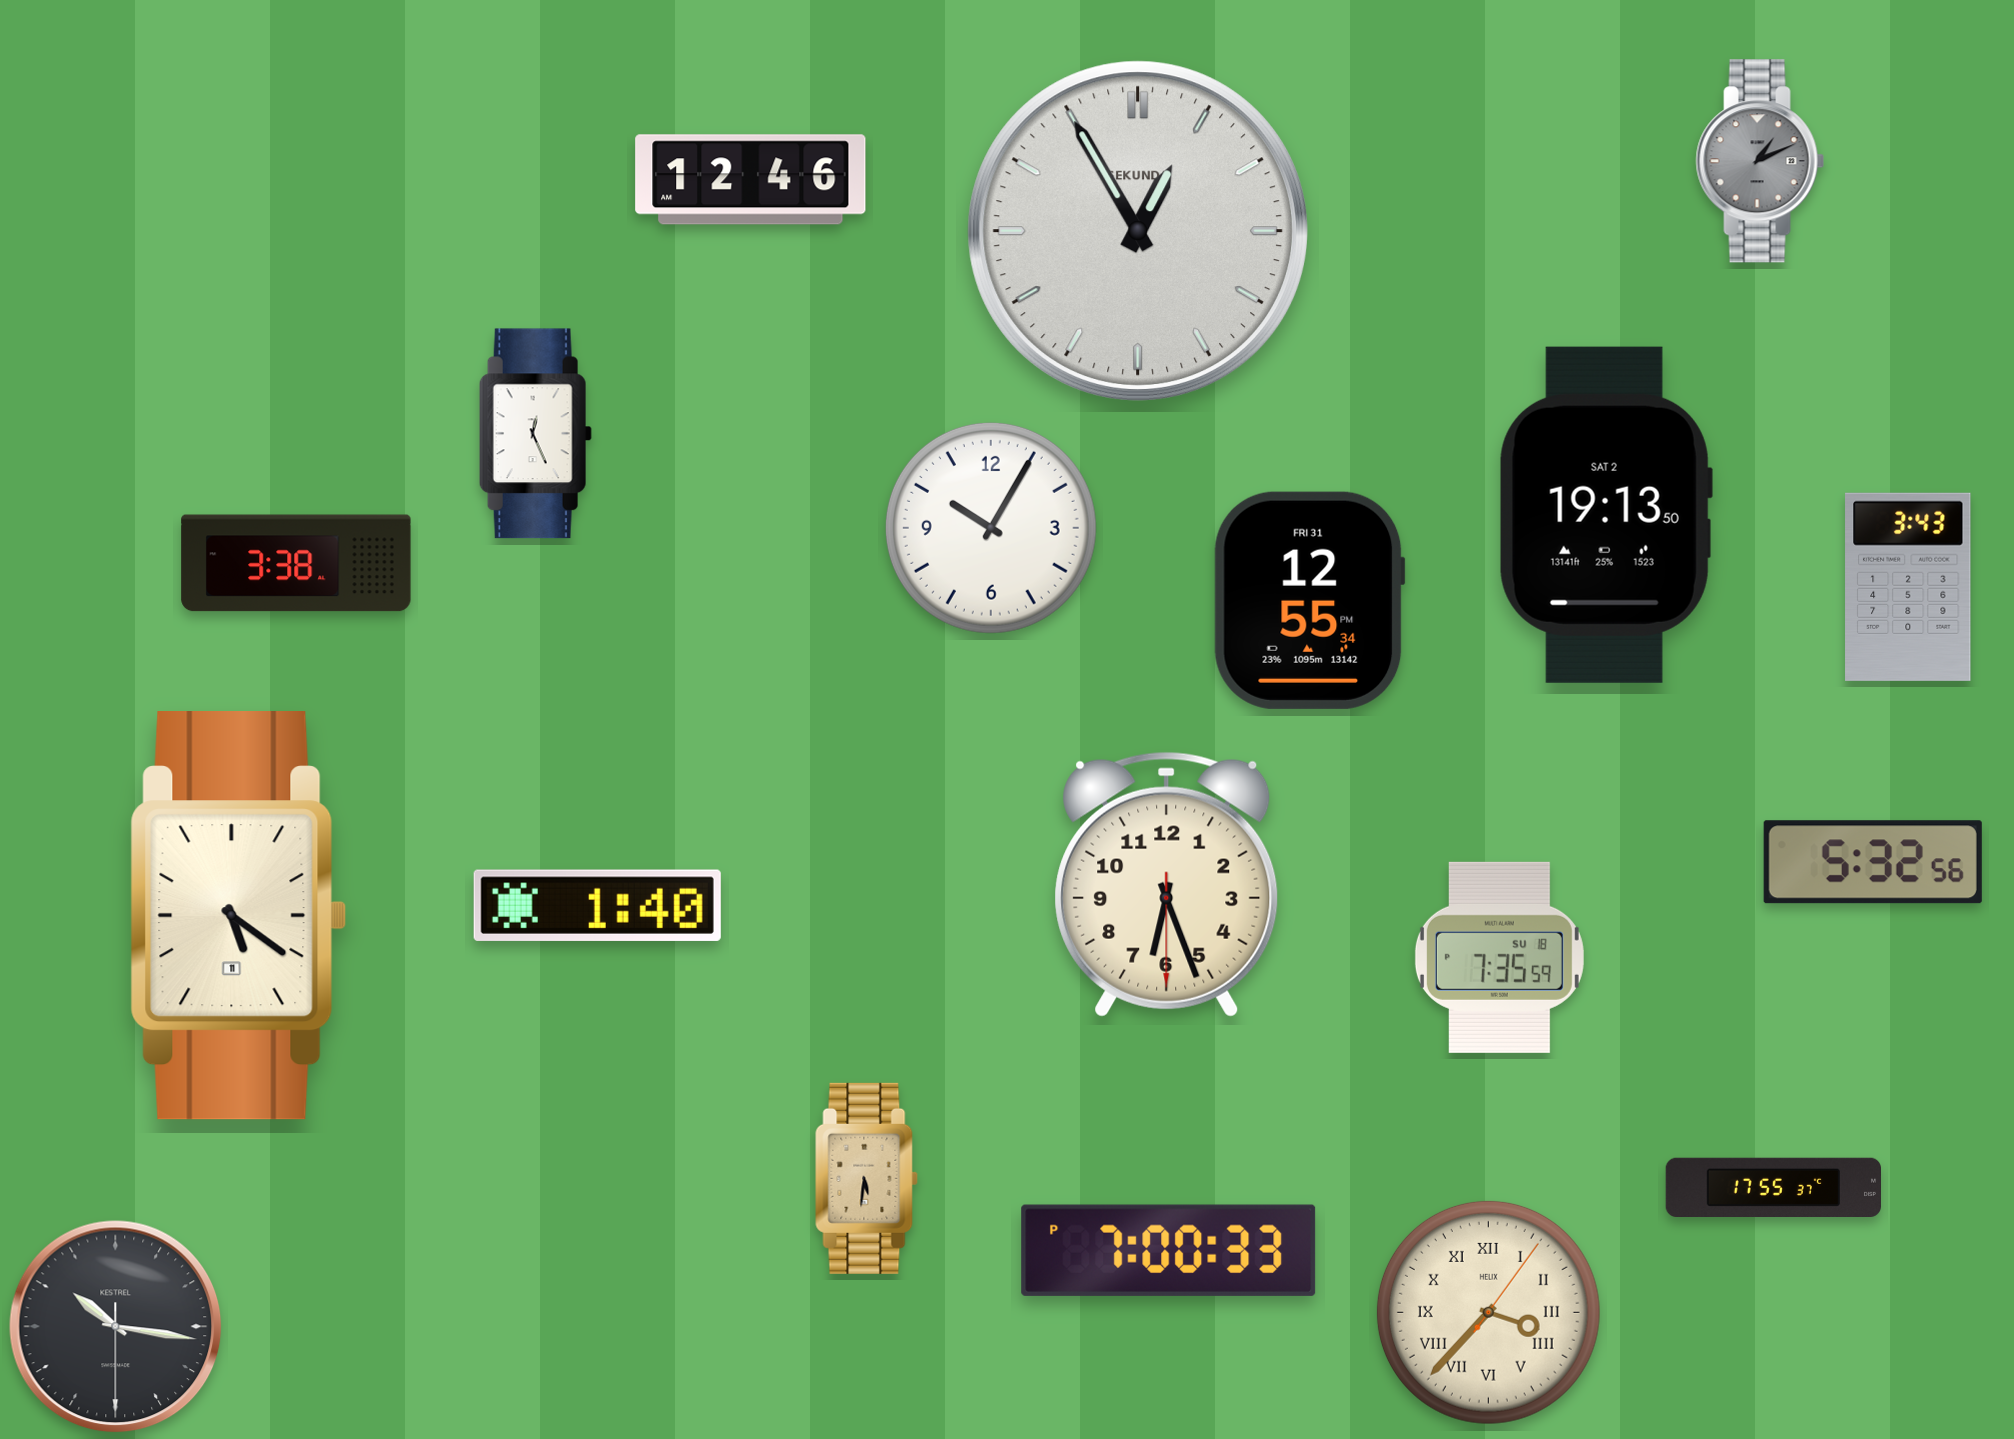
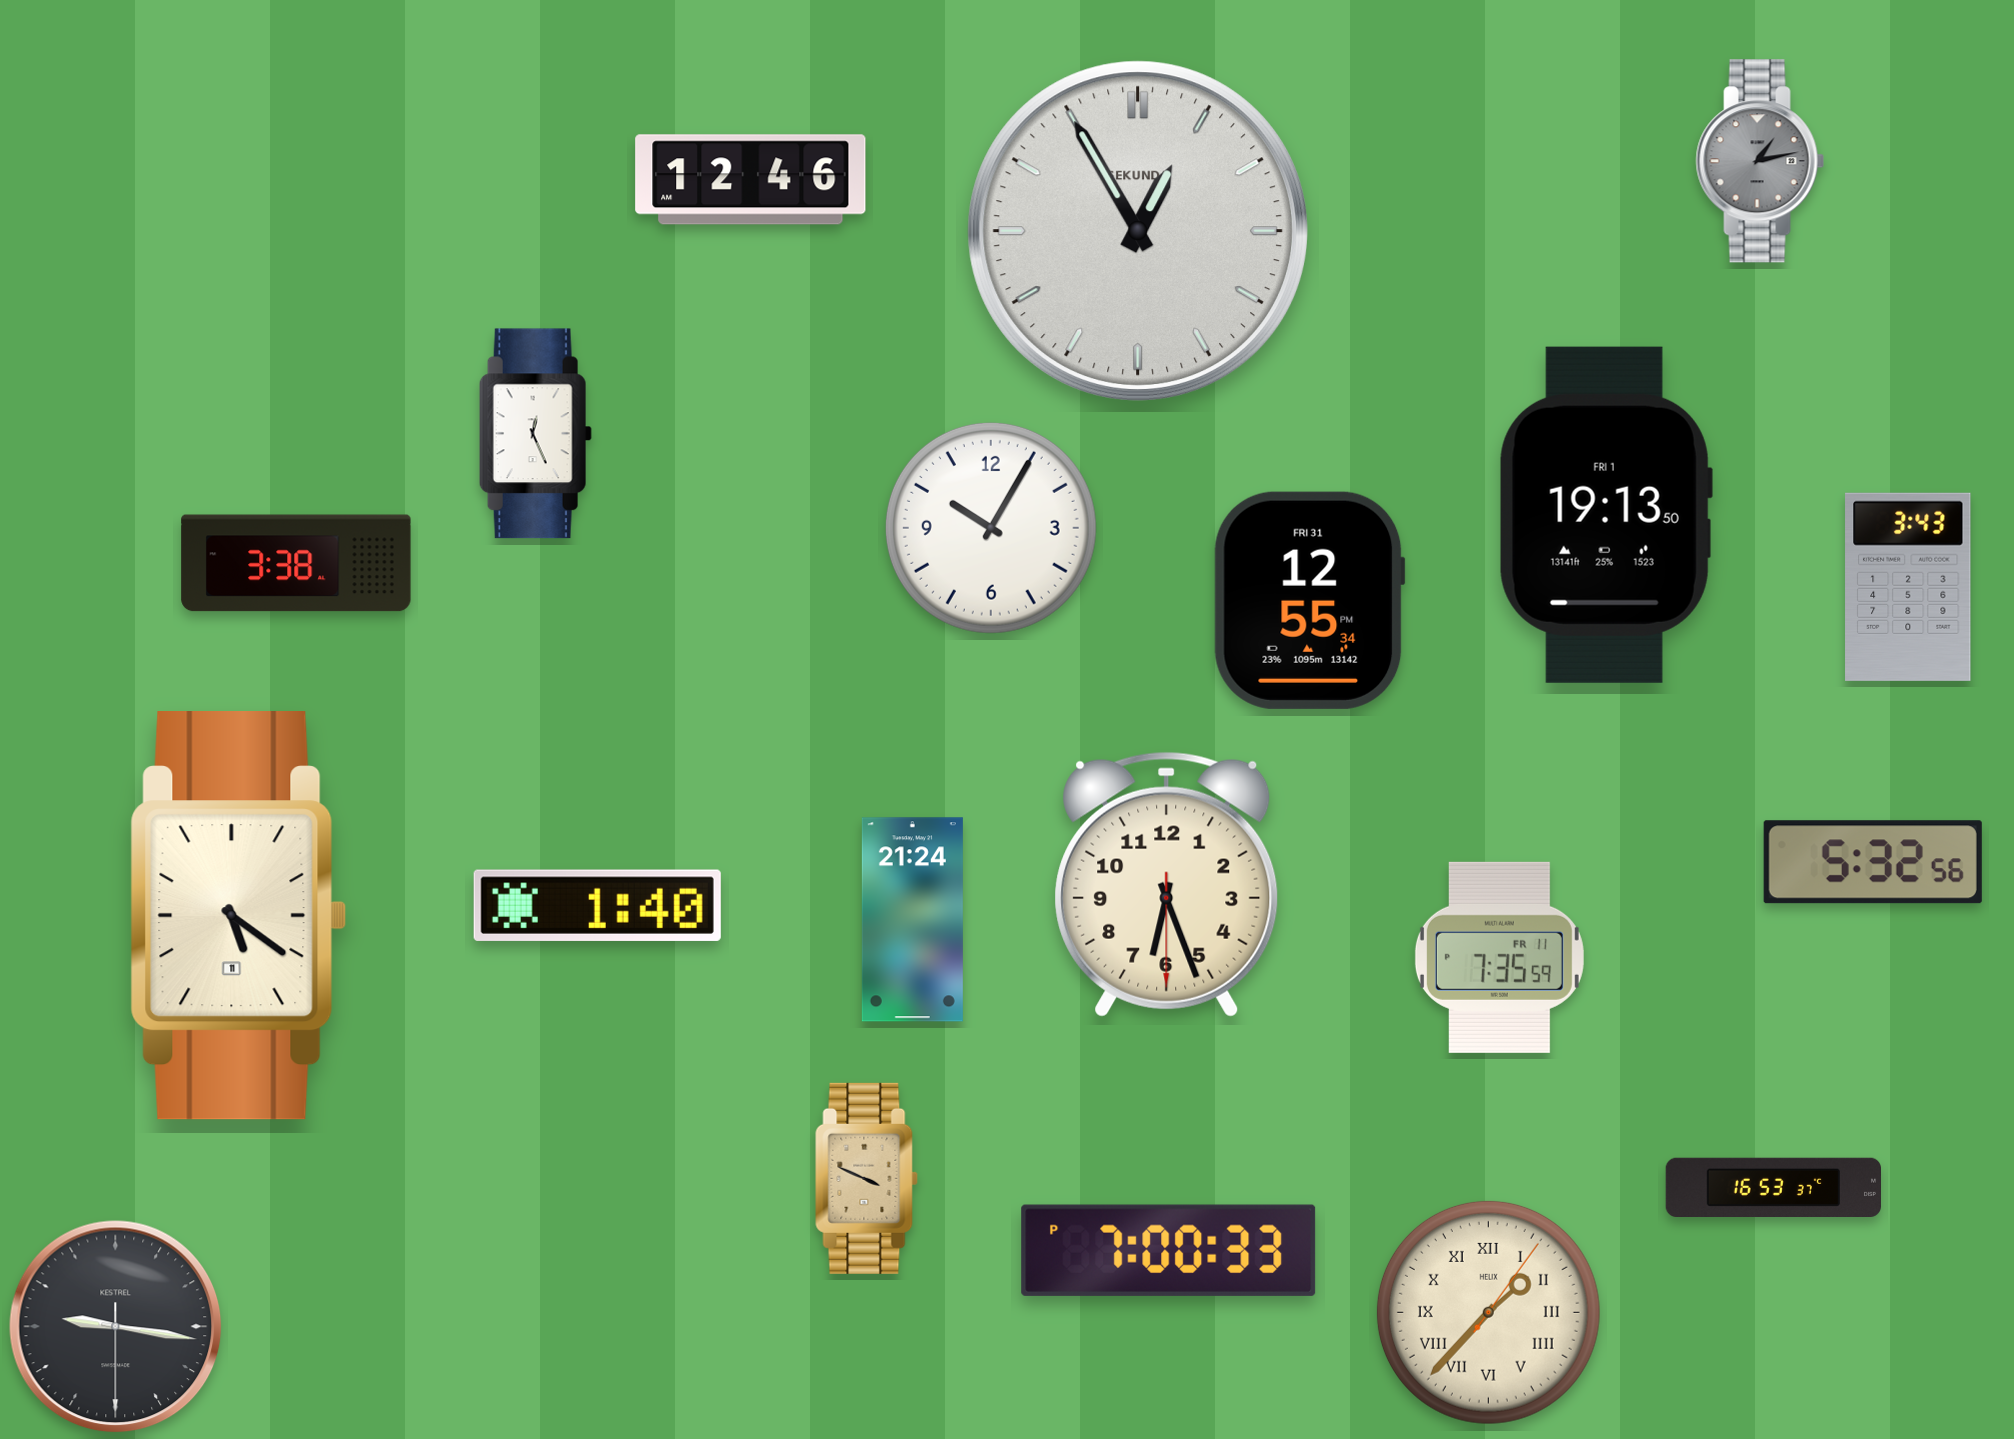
clock at (1760, 161): 1:11 -> 1:13
clock at (1606, 515) date: SAT 2 -> FRI 1
clock at (912, 920): none -> 21:24
clock at (1499, 957) date: SU 18 -> FR 11
clock at (867, 1178): 5:31 -> 3:49
clock at (1774, 1187): 17:55 -> 16:53
clock at (1488, 1312): 3:37 -> 1:37
clock at (116, 1327): 10:16 -> 9:16
